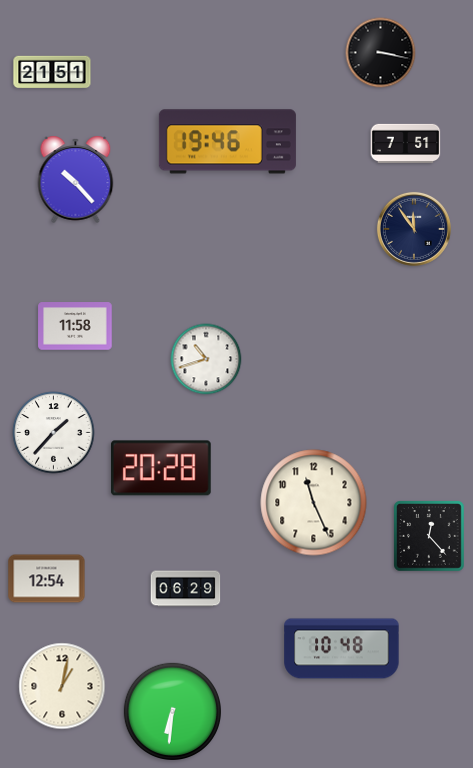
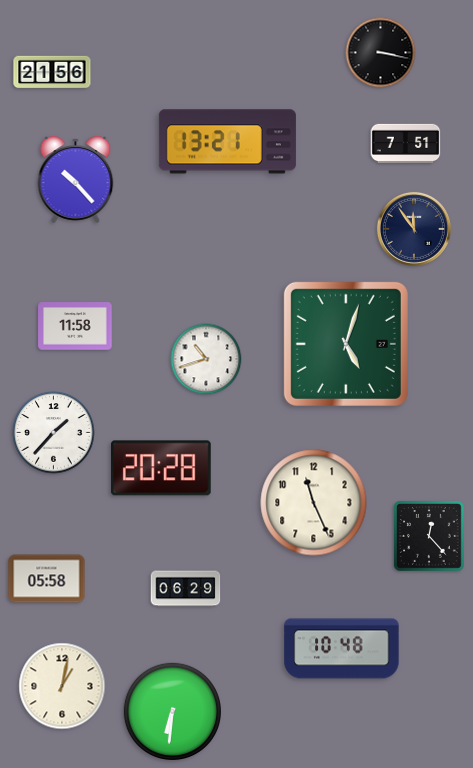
clock at (52, 72): 21:51 -> 21:56
clock at (227, 142): 19:46 -> 13:21
clock at (346, 344): none -> 5:03
clock at (47, 579): 12:54 -> 05:58
